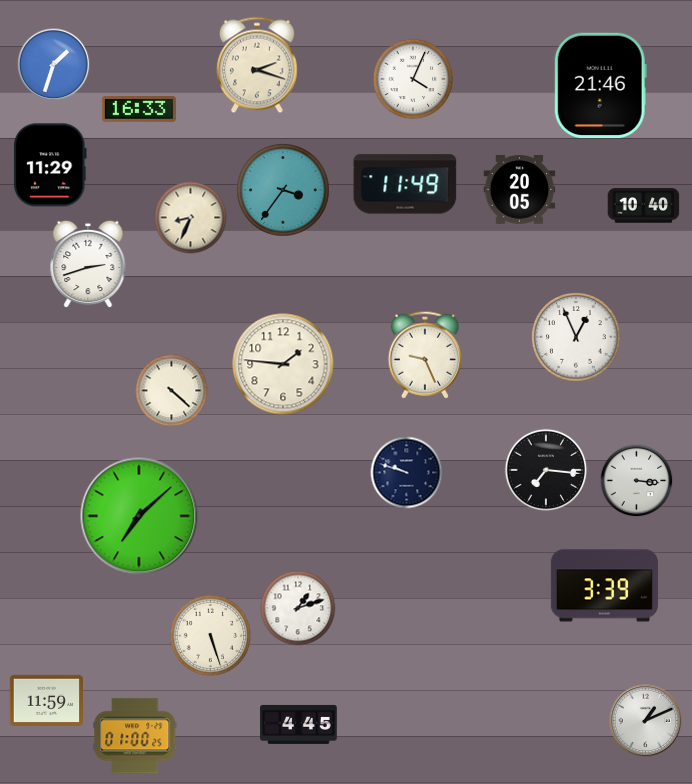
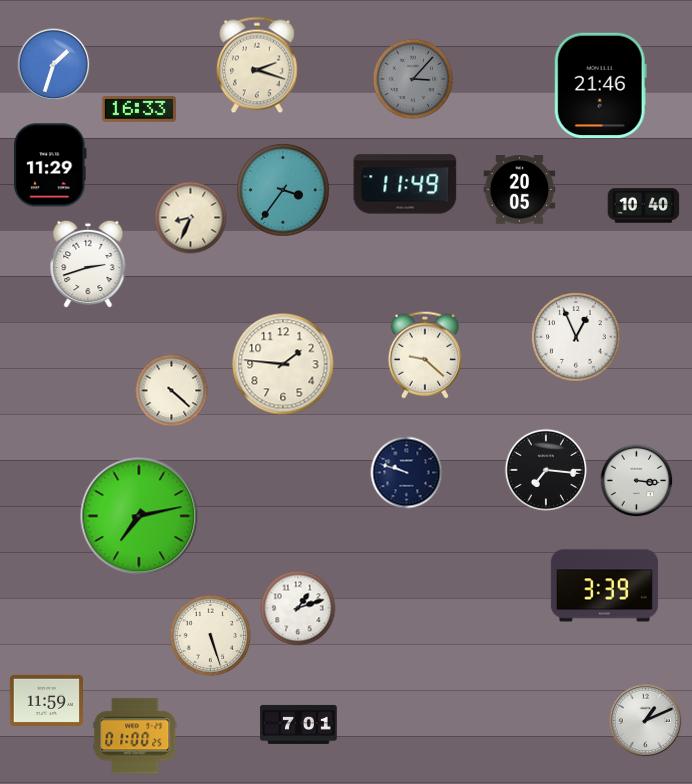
clock at (413, 79): 4:04 -> 3:07
clock at (413, 79) dial: white -> grey
clock at (425, 355): 9:26 -> 9:22
clock at (139, 516): 7:08 -> 7:13
clock at (299, 724): 4:45 -> 7:01
